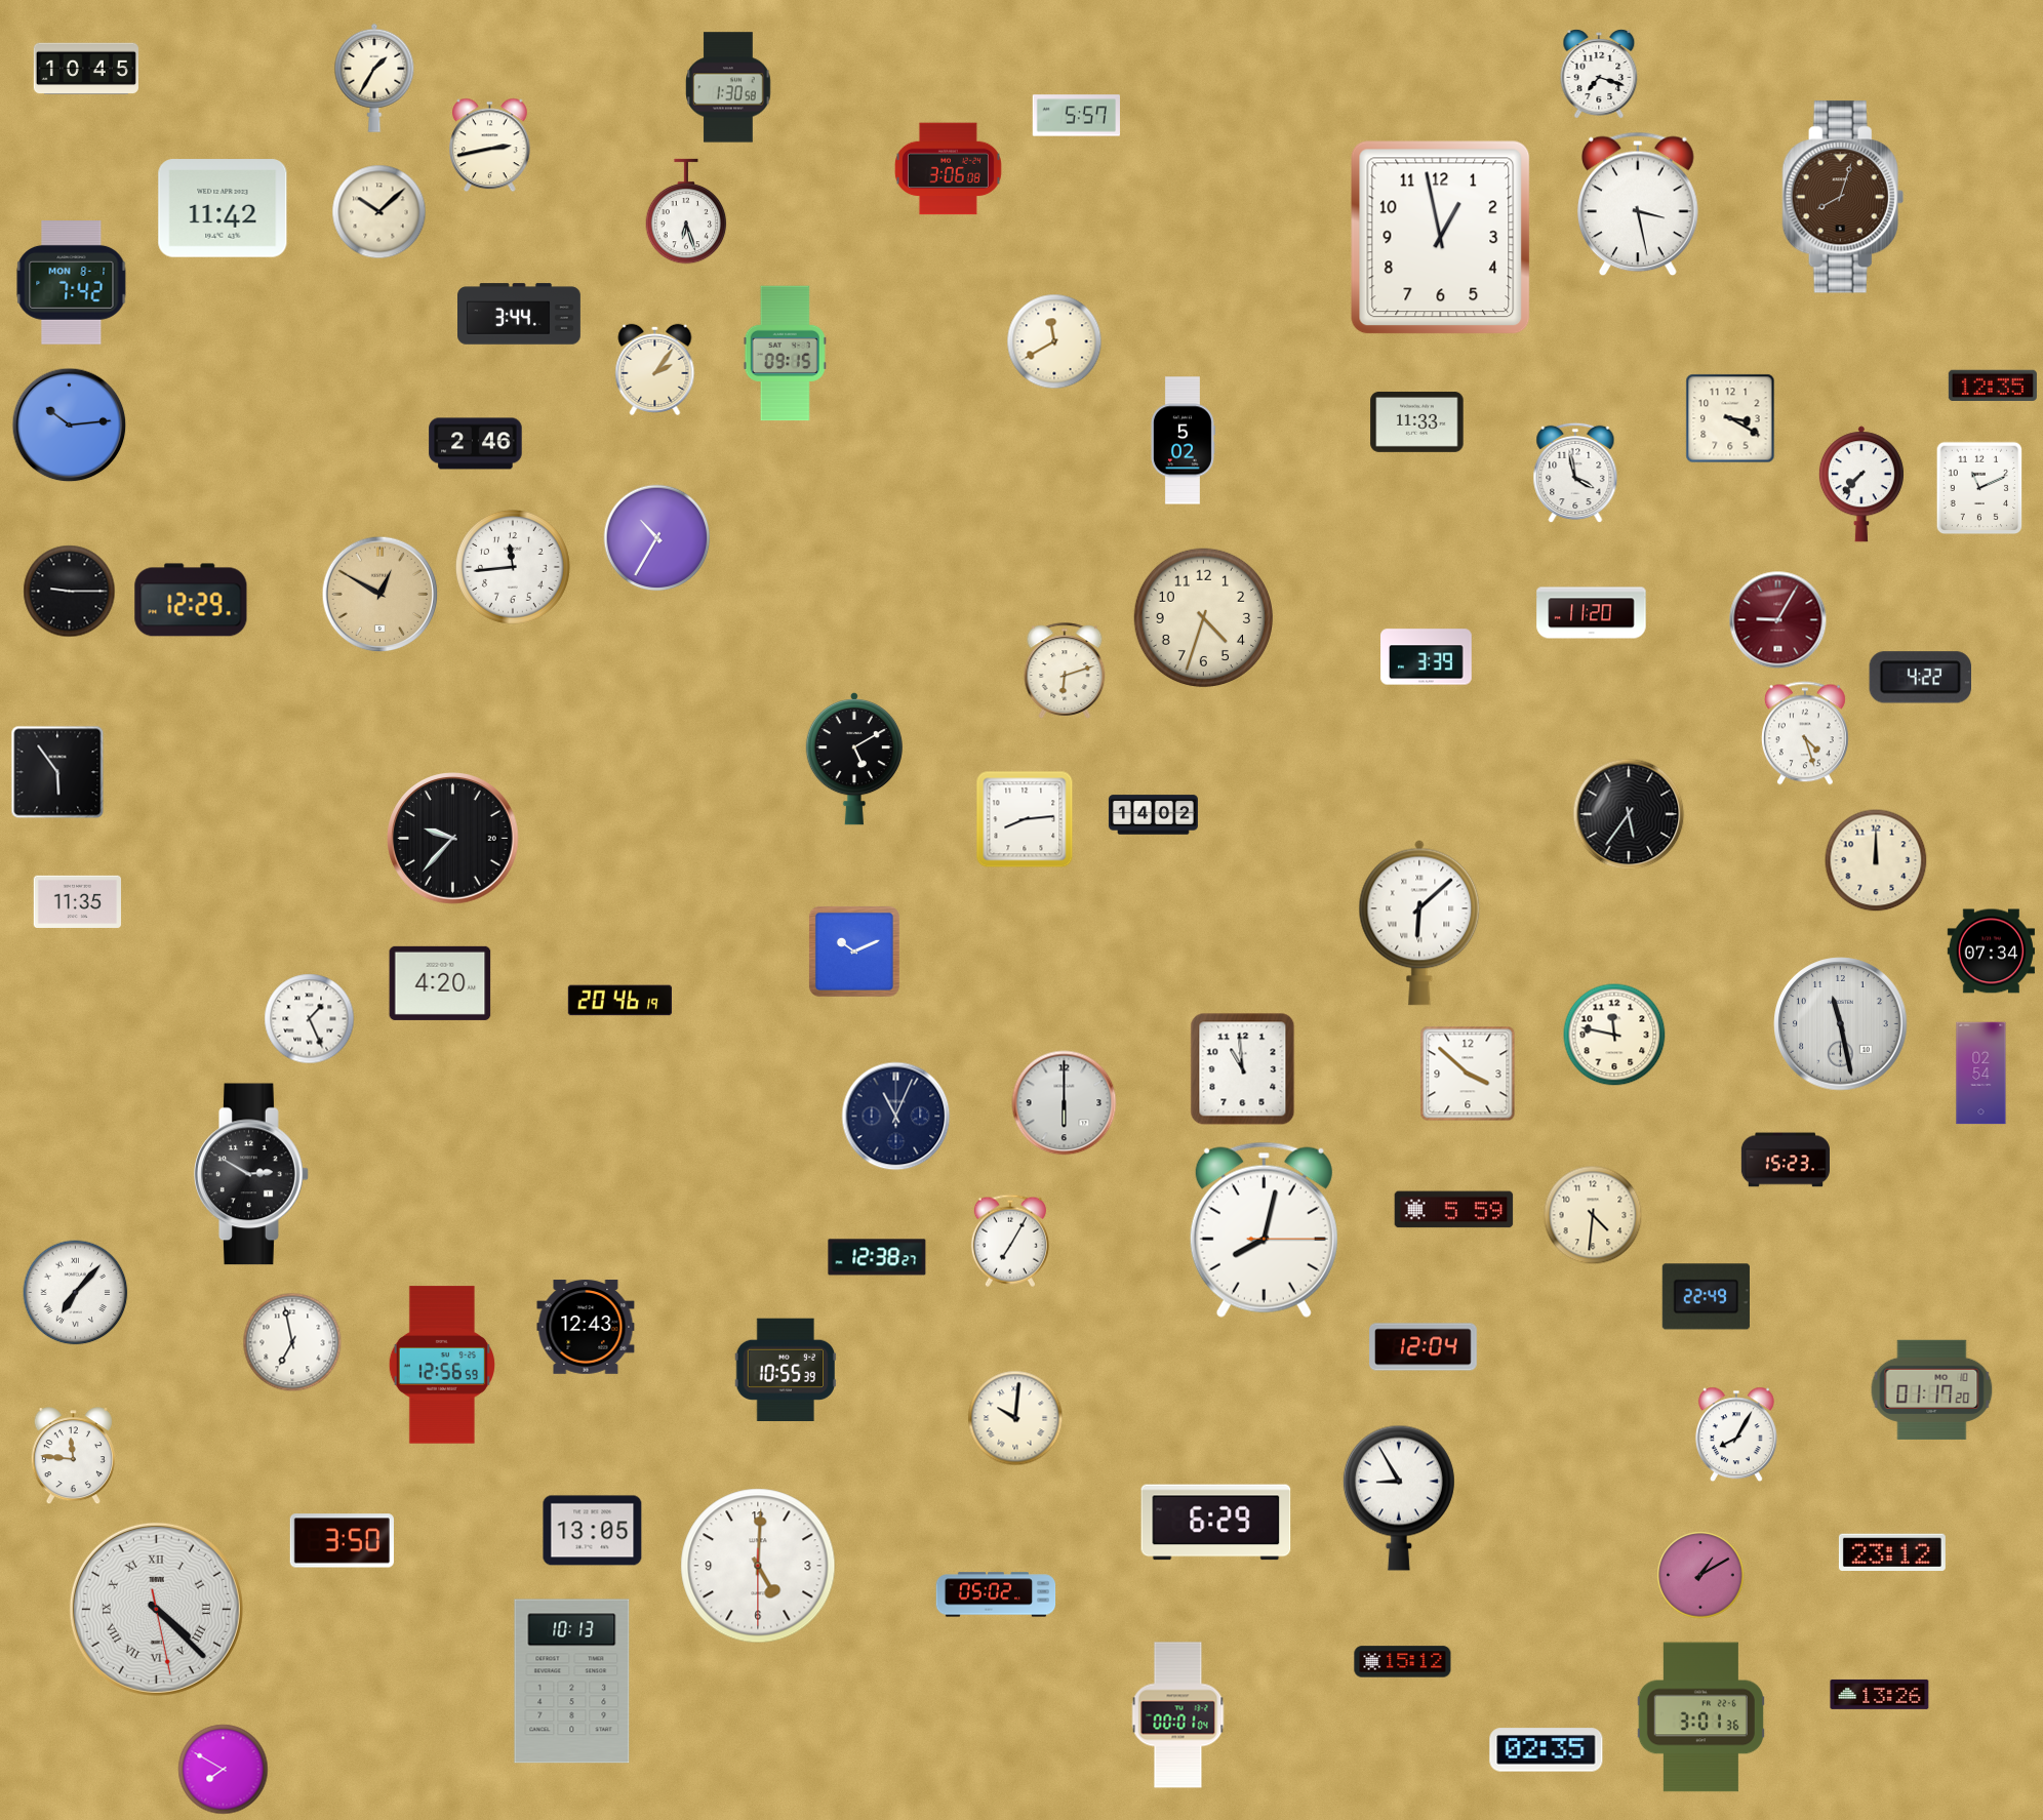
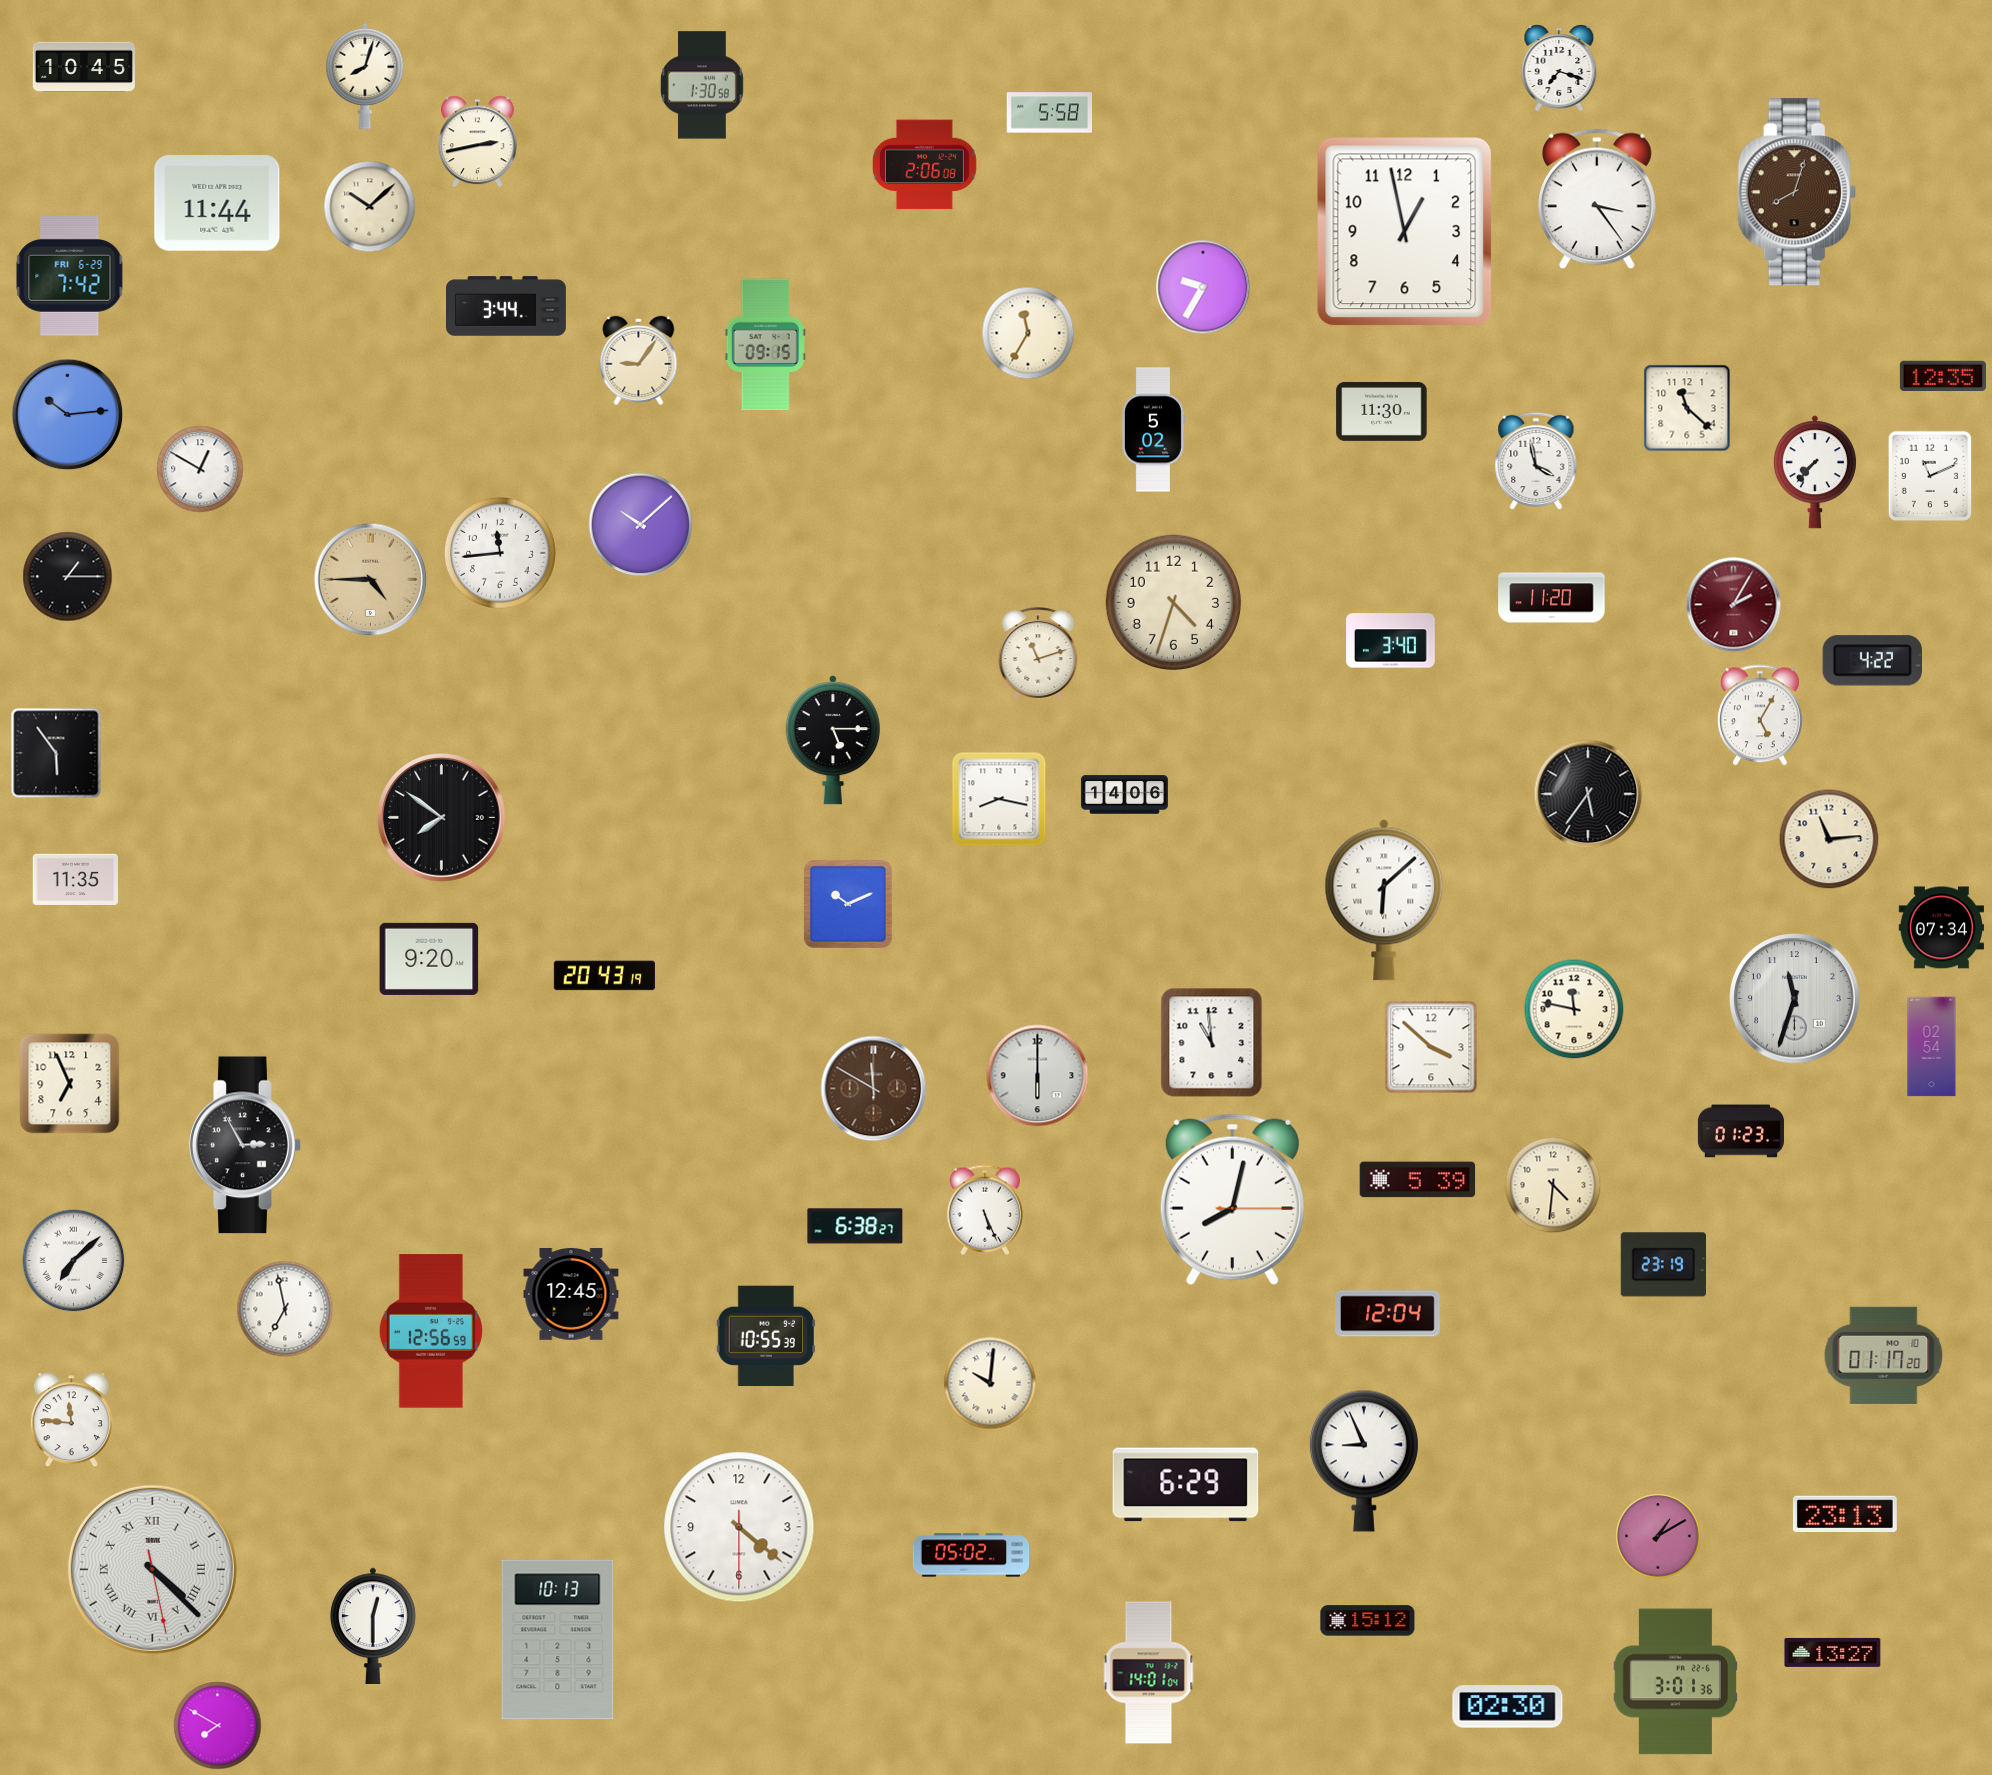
clock at (1599, 74) position: (1599, 74) -> (1559, 68)
clock at (374, 78): 1:35 -> 8:03
clock at (729, 87) position: (729, 87) -> (703, 85)
clock at (1077, 116): 5:57 -> 5:58
clock at (948, 169): 3:06 -> 2:06
clock at (1639, 204): 3:28 -> 3:24
clock at (223, 208): 11:42 -> 11:44
clock at (686, 211): 6:27 -> none
clock at (72, 283) date: MON 8-1 -> FRI 6-29
clock at (1203, 287): none -> 9:35
clock at (1054, 341): 11:40 -> 11:35
clock at (655, 369): 2:06 -> 9:06
clock at (1730, 418): 3:20 -> 11:22
clock at (1417, 421): 11:33 -> 11:30
clock at (476, 444): 2:46 -> none
clock at (200, 469): none -> 12:50
clock at (657, 538): 10:35 -> 10:08
clock at (70, 592): 9:15 -> 1:15
clock at (380, 595): 12:50 -> 4:45
clock at (191, 600): 12:29 -> none
clock at (1778, 620): 9:05 -> 2:05
clock at (1427, 657): 3:39 -> 3:40
clock at (1065, 671): 6:12 -> 11:12
clock at (1805, 733): 4:27 -> 5:05
clock at (854, 760): 5:10 -> 5:15
clock at (1153, 815): 14:02 -> 14:06
clock at (1025, 819): 8:14 -> 8:17
clock at (453, 839): 9:37 -> 7:51
clock at (1876, 860): 12:00 -> 11:14
clock at (854, 952) position: (854, 952) -> (848, 904)
clock at (440, 983): 4:20 -> 9:20
clock at (619, 1001): 20:46 -> 20:43
clock at (310, 1019): 1:26 -> none
clock at (1841, 1024): 11:28 -> 11:33
clock at (70, 1084): none -> 6:56
clock at (896, 1117): 11:04 -> 11:50
clock at (896, 1117) dial: navy -> brown
clock at (1786, 1160): 15:23 -> 01:23
clock at (251, 1174): 2:50 -> 2:55
clock at (1454, 1210): 5:59 -> 5:39
clock at (1010, 1241): 7:05 -> 5:26
clock at (877, 1257): 12:38 -> 6:38
clock at (76, 1293): 7:07 -> 7:08
clock at (1706, 1297): 22:49 -> 23:19
clock at (586, 1327): 12:43 -> 12:45
clock at (1736, 1434): 8:05 -> none
clock at (1399, 1498): 8:55 -> 8:56
clock at (593, 1531): 13:05 -> none
clock at (342, 1541): 3:50 -> none
clock at (1892, 1552): 23:12 -> 23:13
clock at (758, 1566): 5:00 -> 4:21
clock at (374, 1626): none -> 12:30
clock at (1880, 1694): 13:26 -> 13:27
clock at (1178, 1715): 00:01 -> 14:01
clock at (1700, 1717) position: (1700, 1717) -> (1675, 1682)
clock at (1547, 1750): 02:35 -> 02:30
